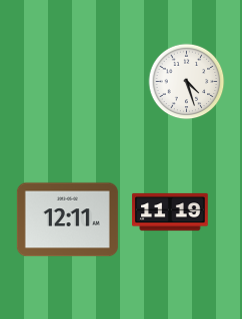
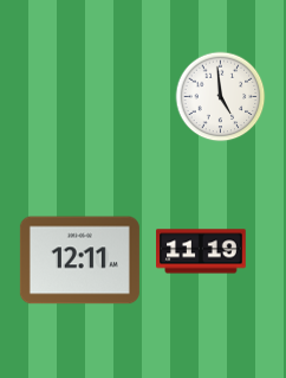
clock at (187, 82): 4:27 -> 4:59
